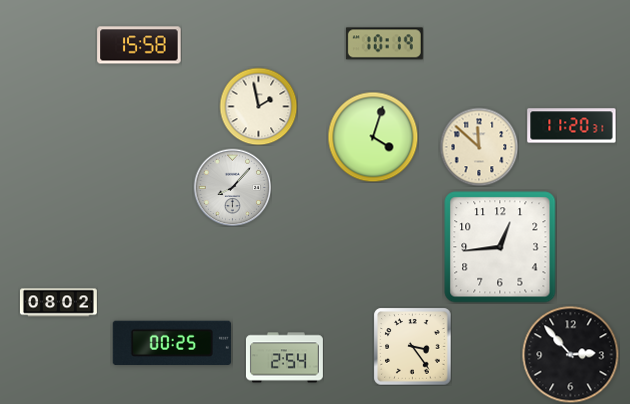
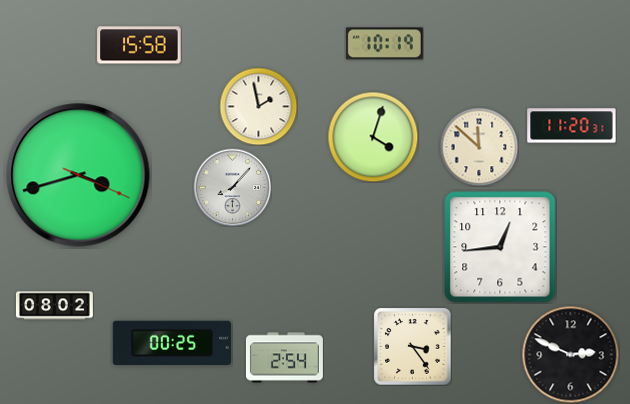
clock at (78, 175): none -> 3:42
clock at (58, 303) position: (58, 303) -> (54, 306)
clock at (570, 354): 2:53 -> 2:49
